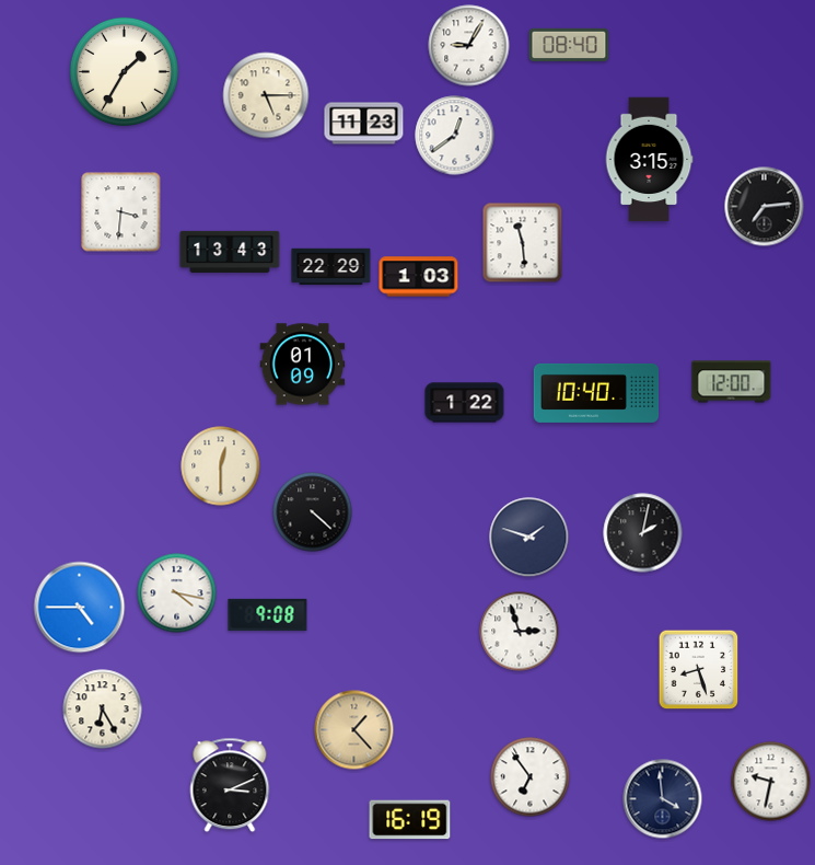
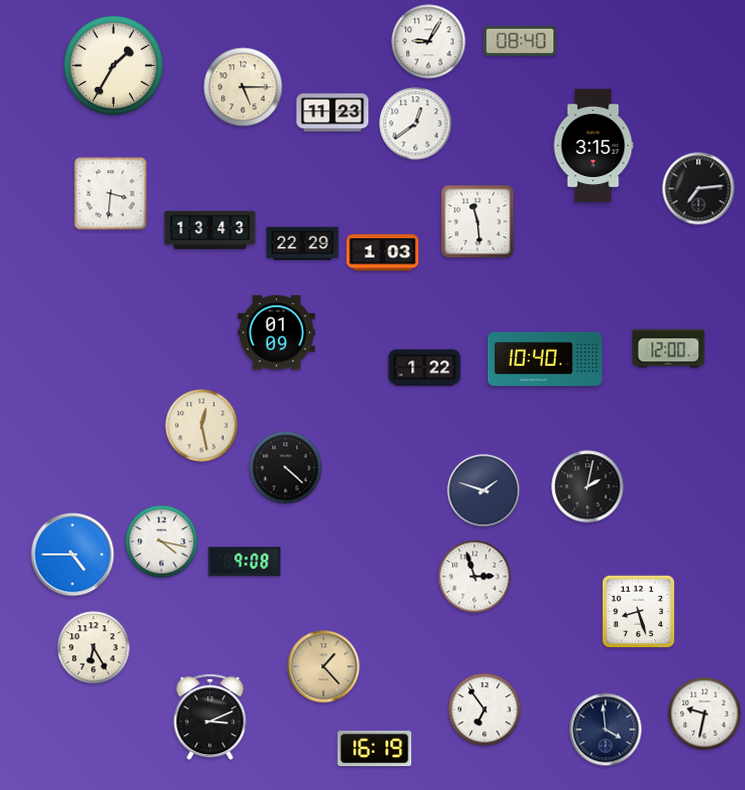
clock at (221, 466): 12:30 -> 12:28
